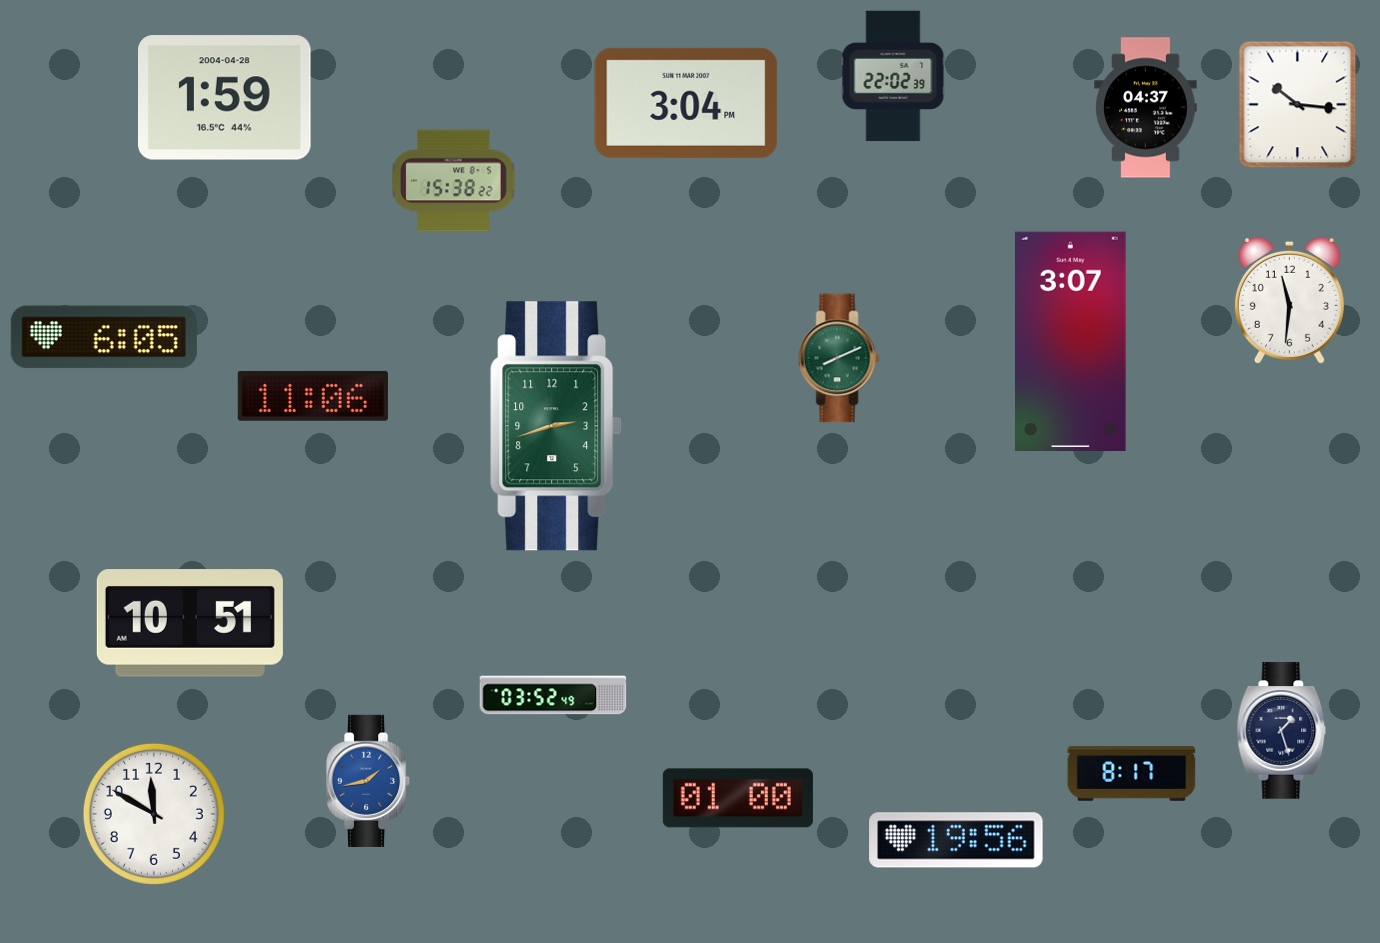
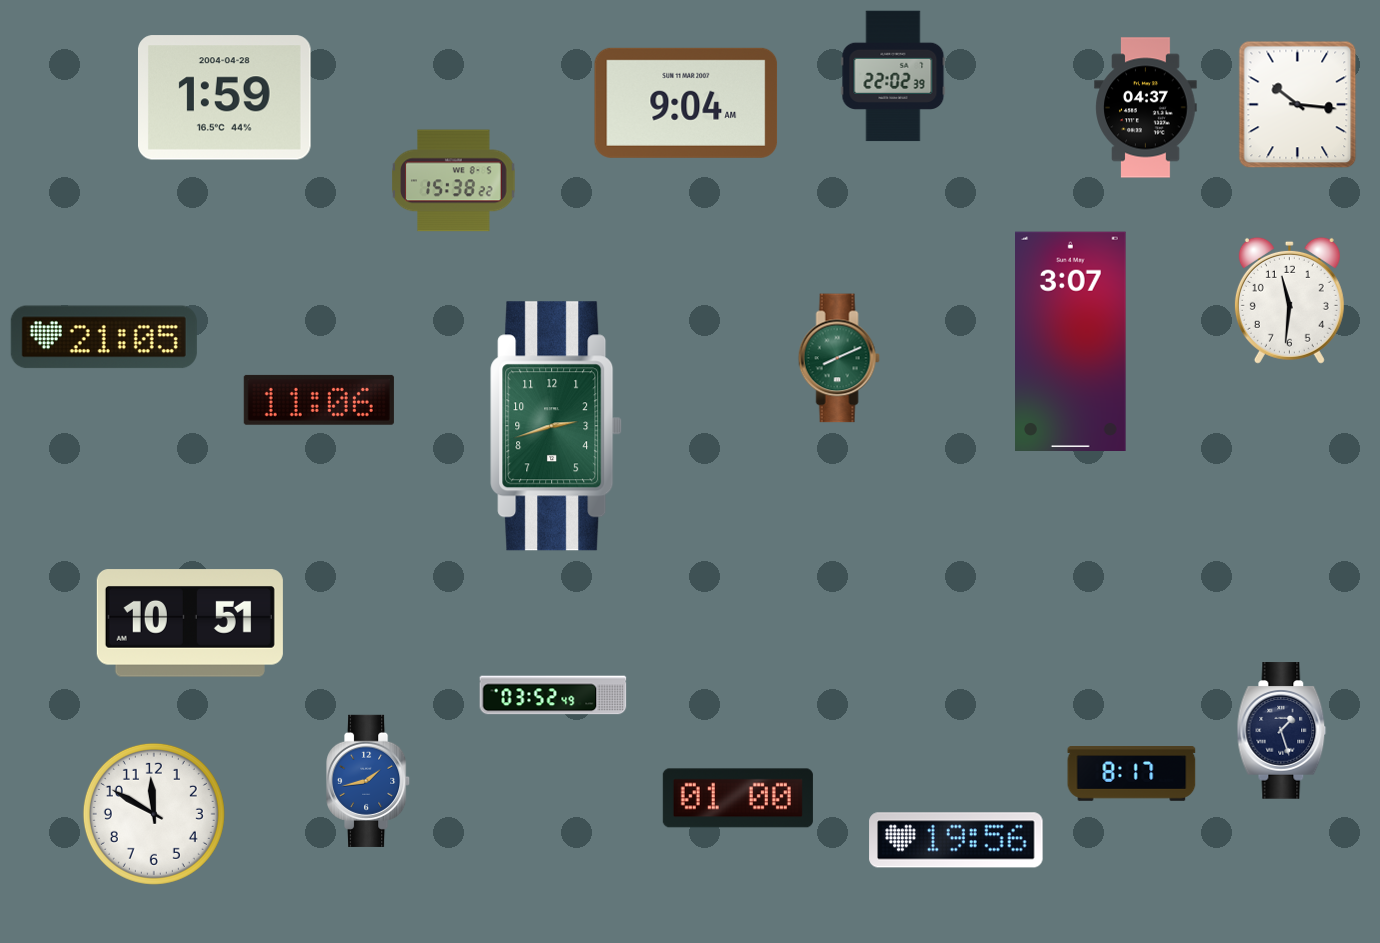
clock at (686, 103): 3:04 -> 9:04
clock at (104, 337): 6:05 -> 21:05
clock at (313, 396) position: (313, 396) -> (319, 400)
